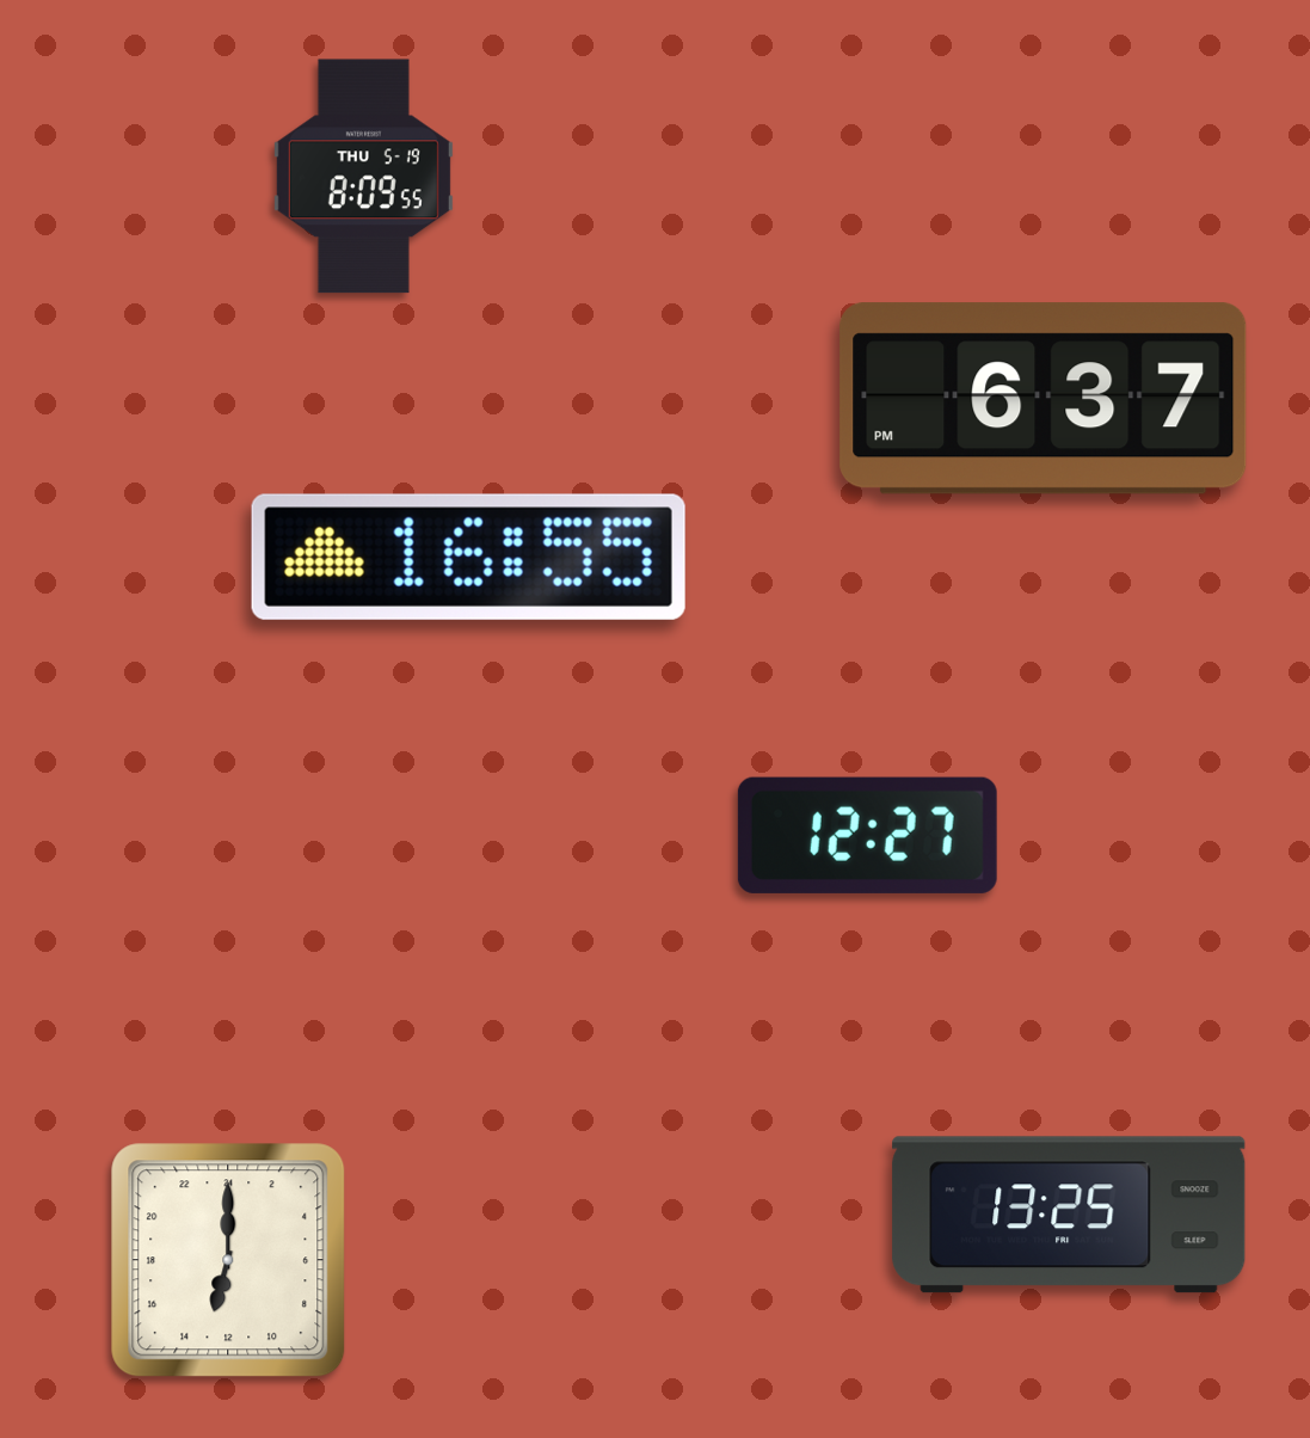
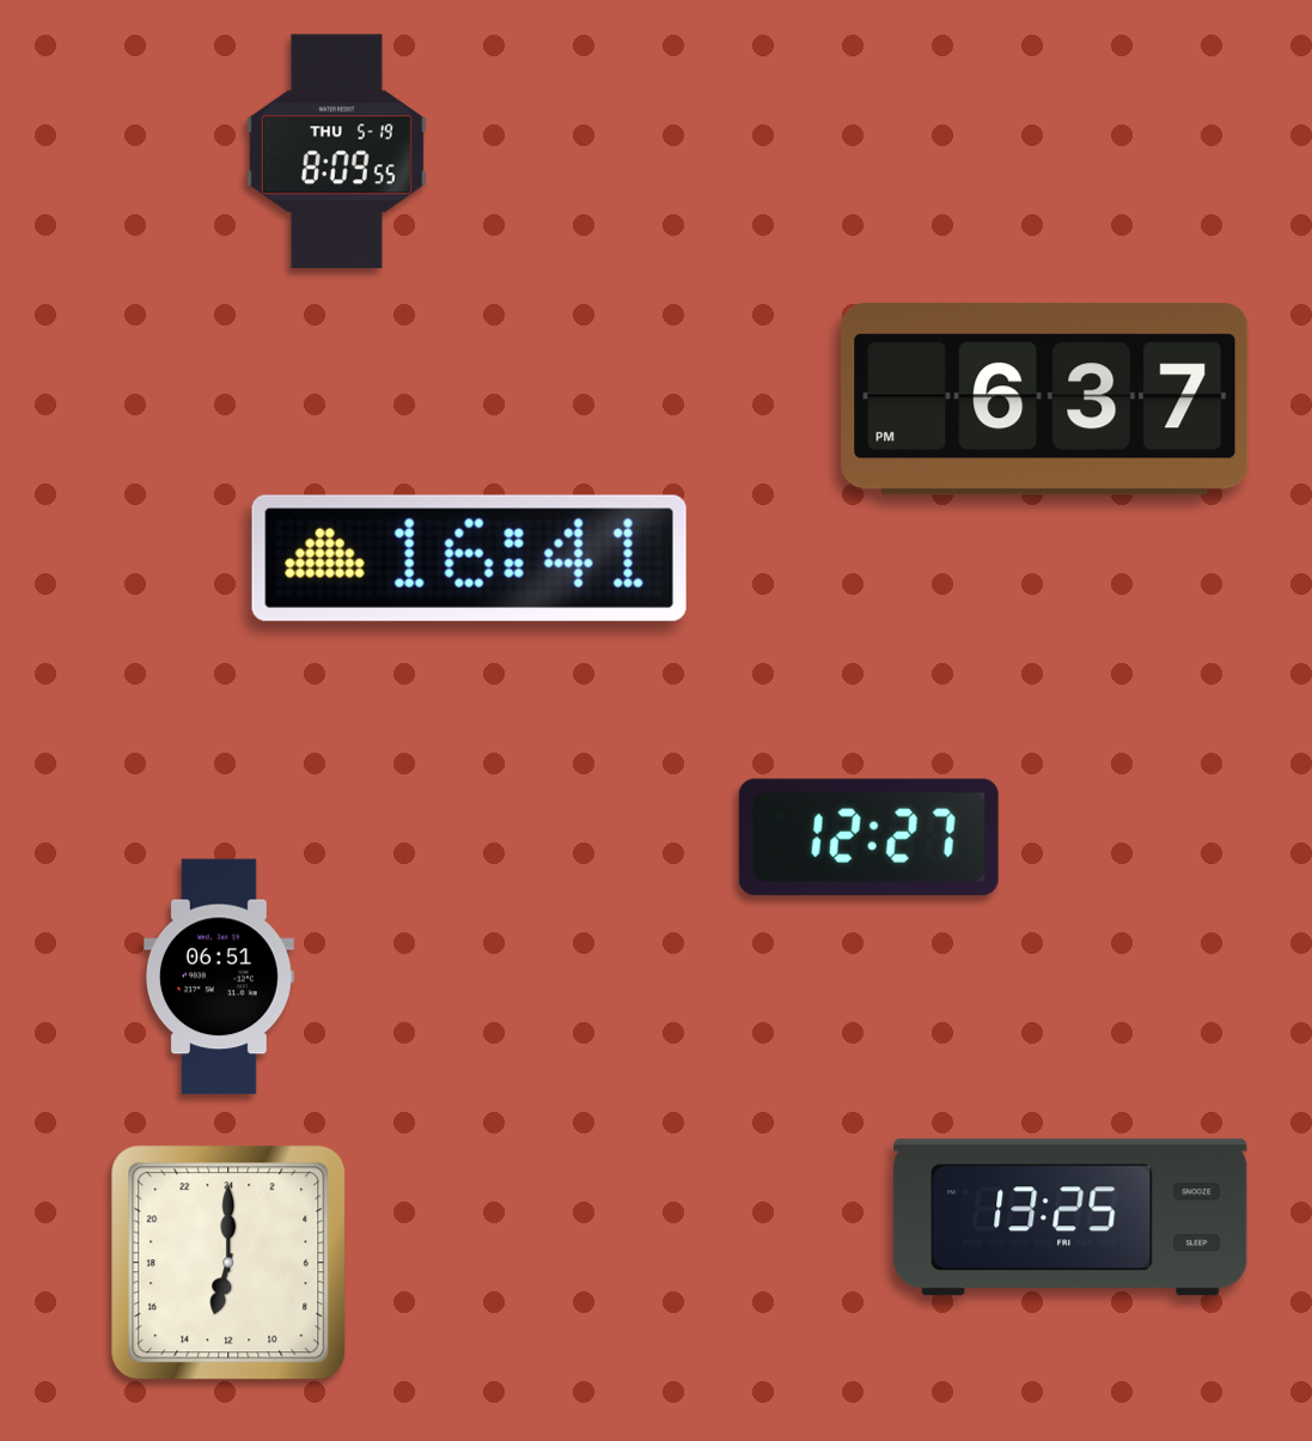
clock at (363, 177) position: (363, 177) -> (336, 152)
clock at (468, 557): 16:55 -> 16:41
clock at (219, 977): none -> 06:51
